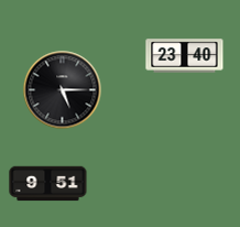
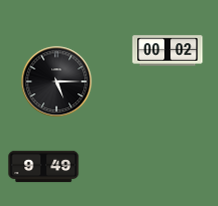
clock at (185, 56): 23:40 -> 00:02
clock at (48, 184): 9:51 -> 9:49
